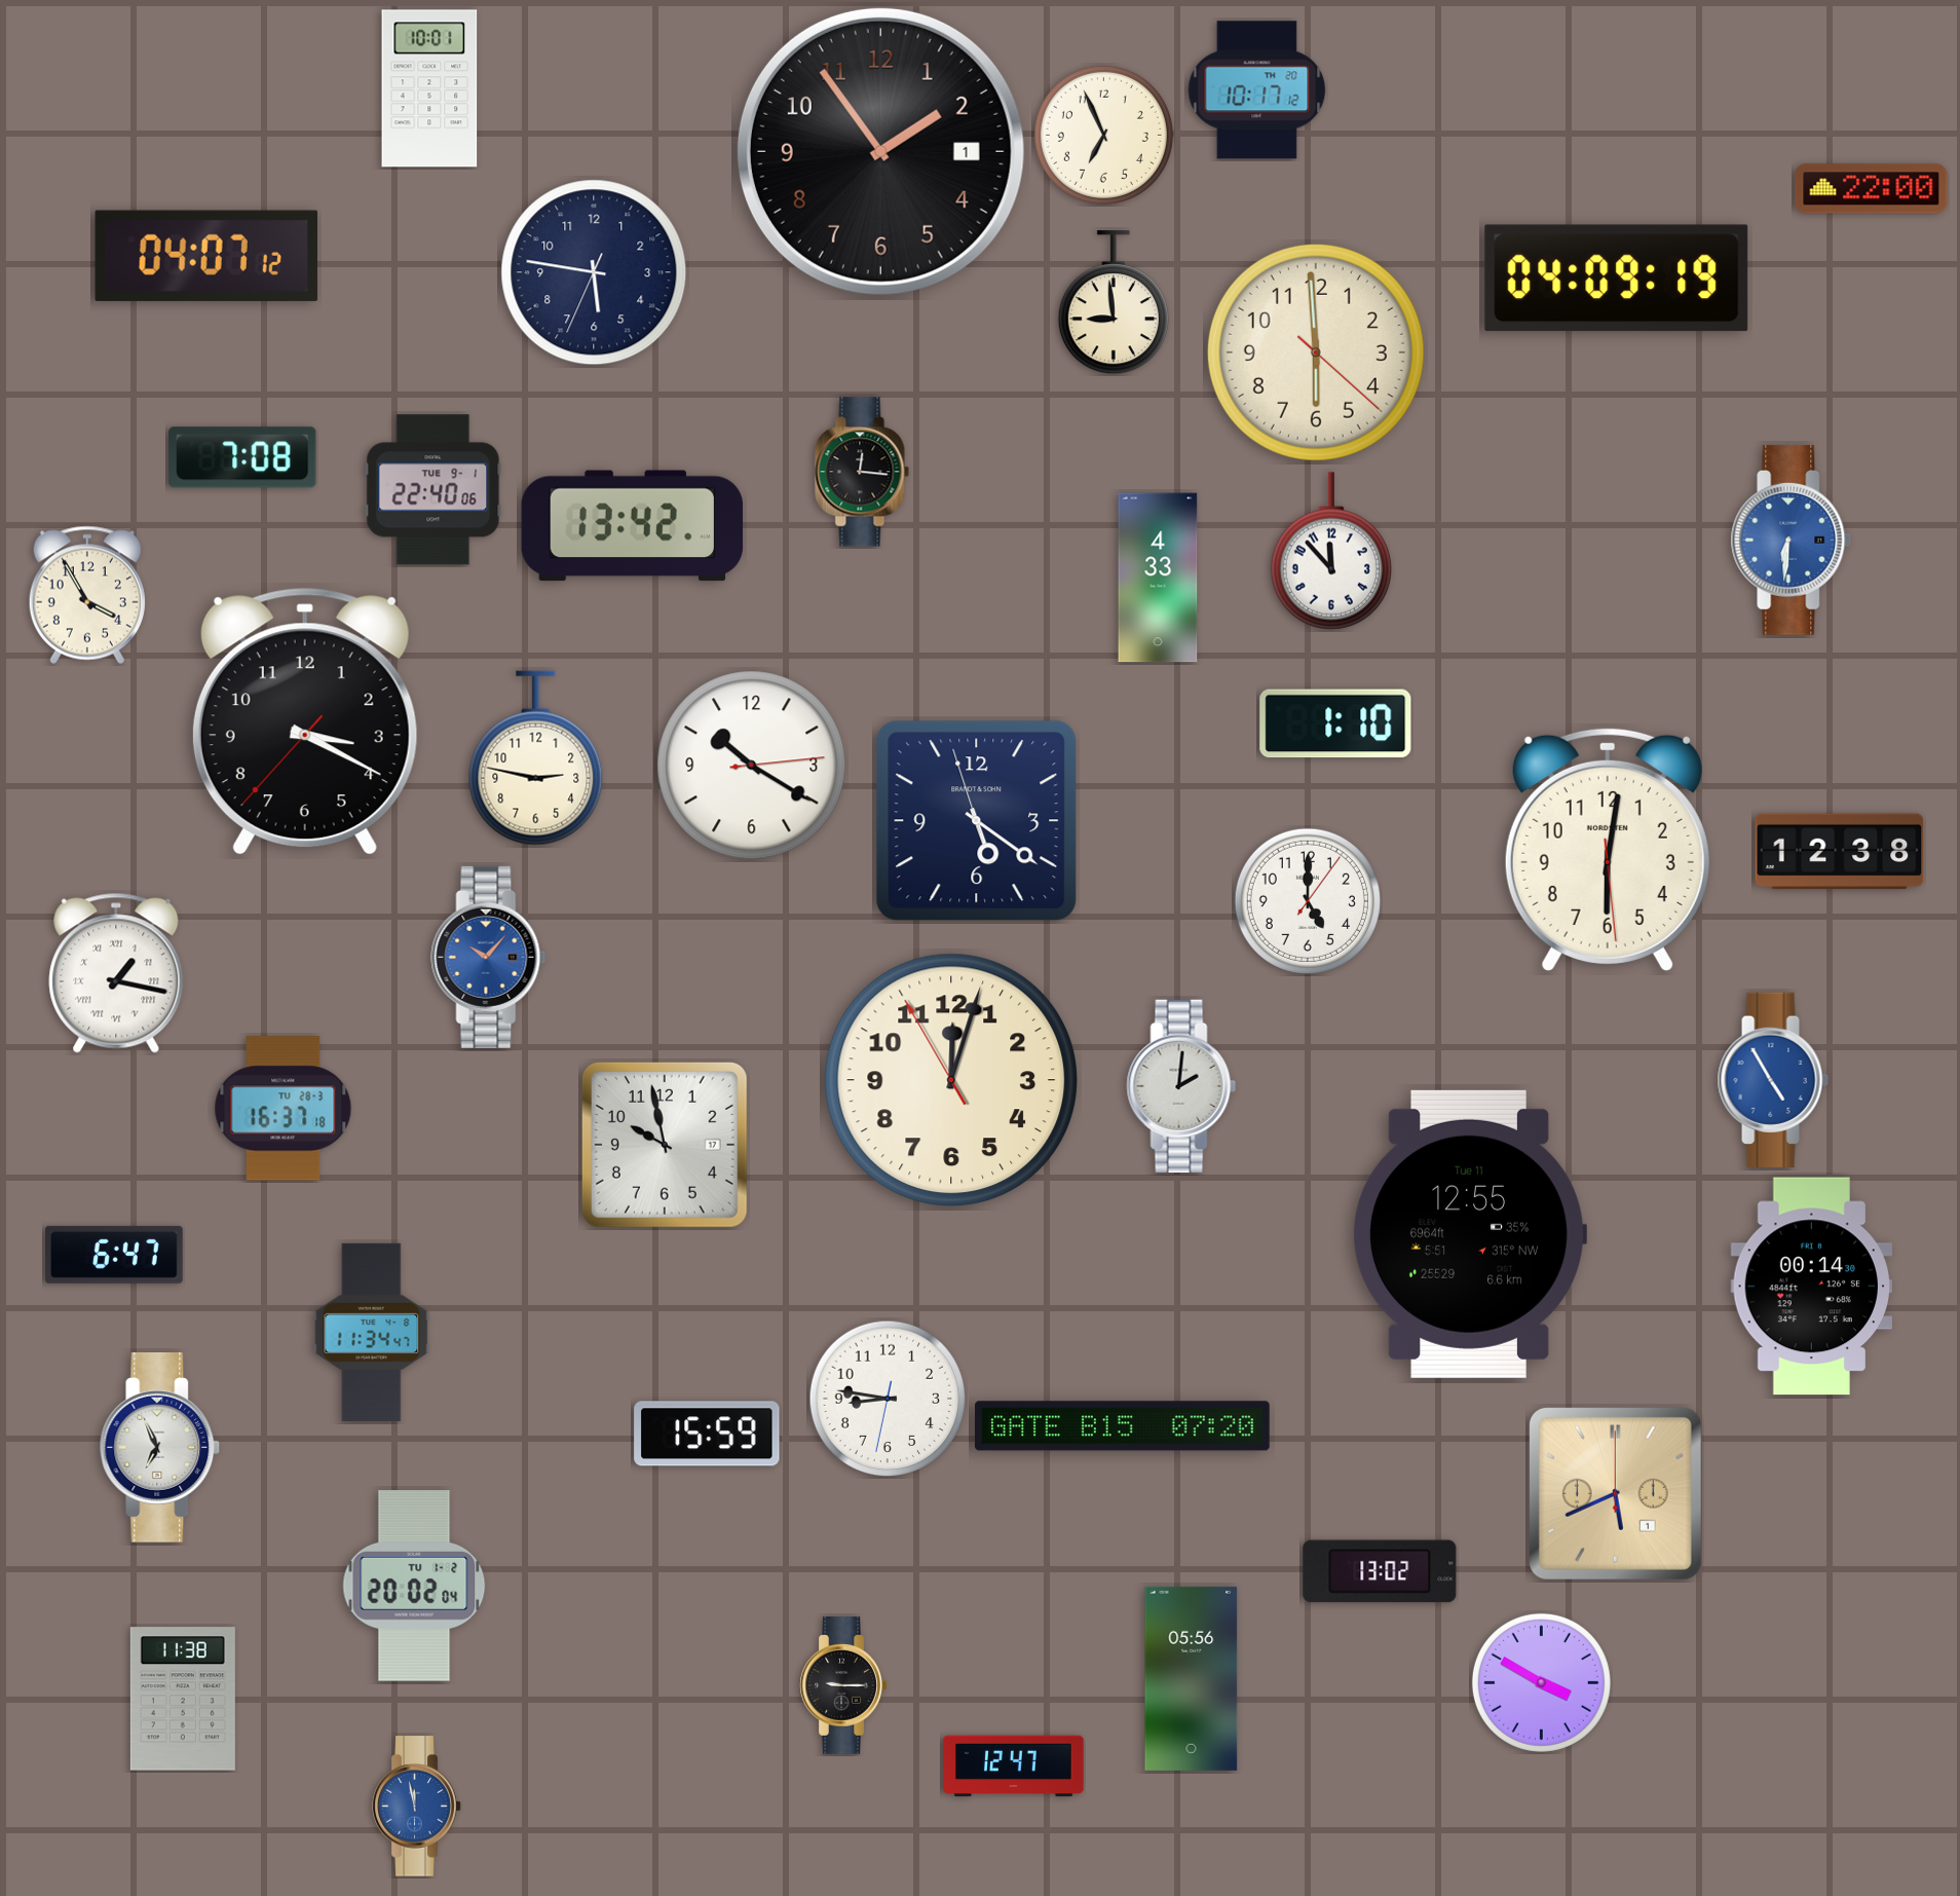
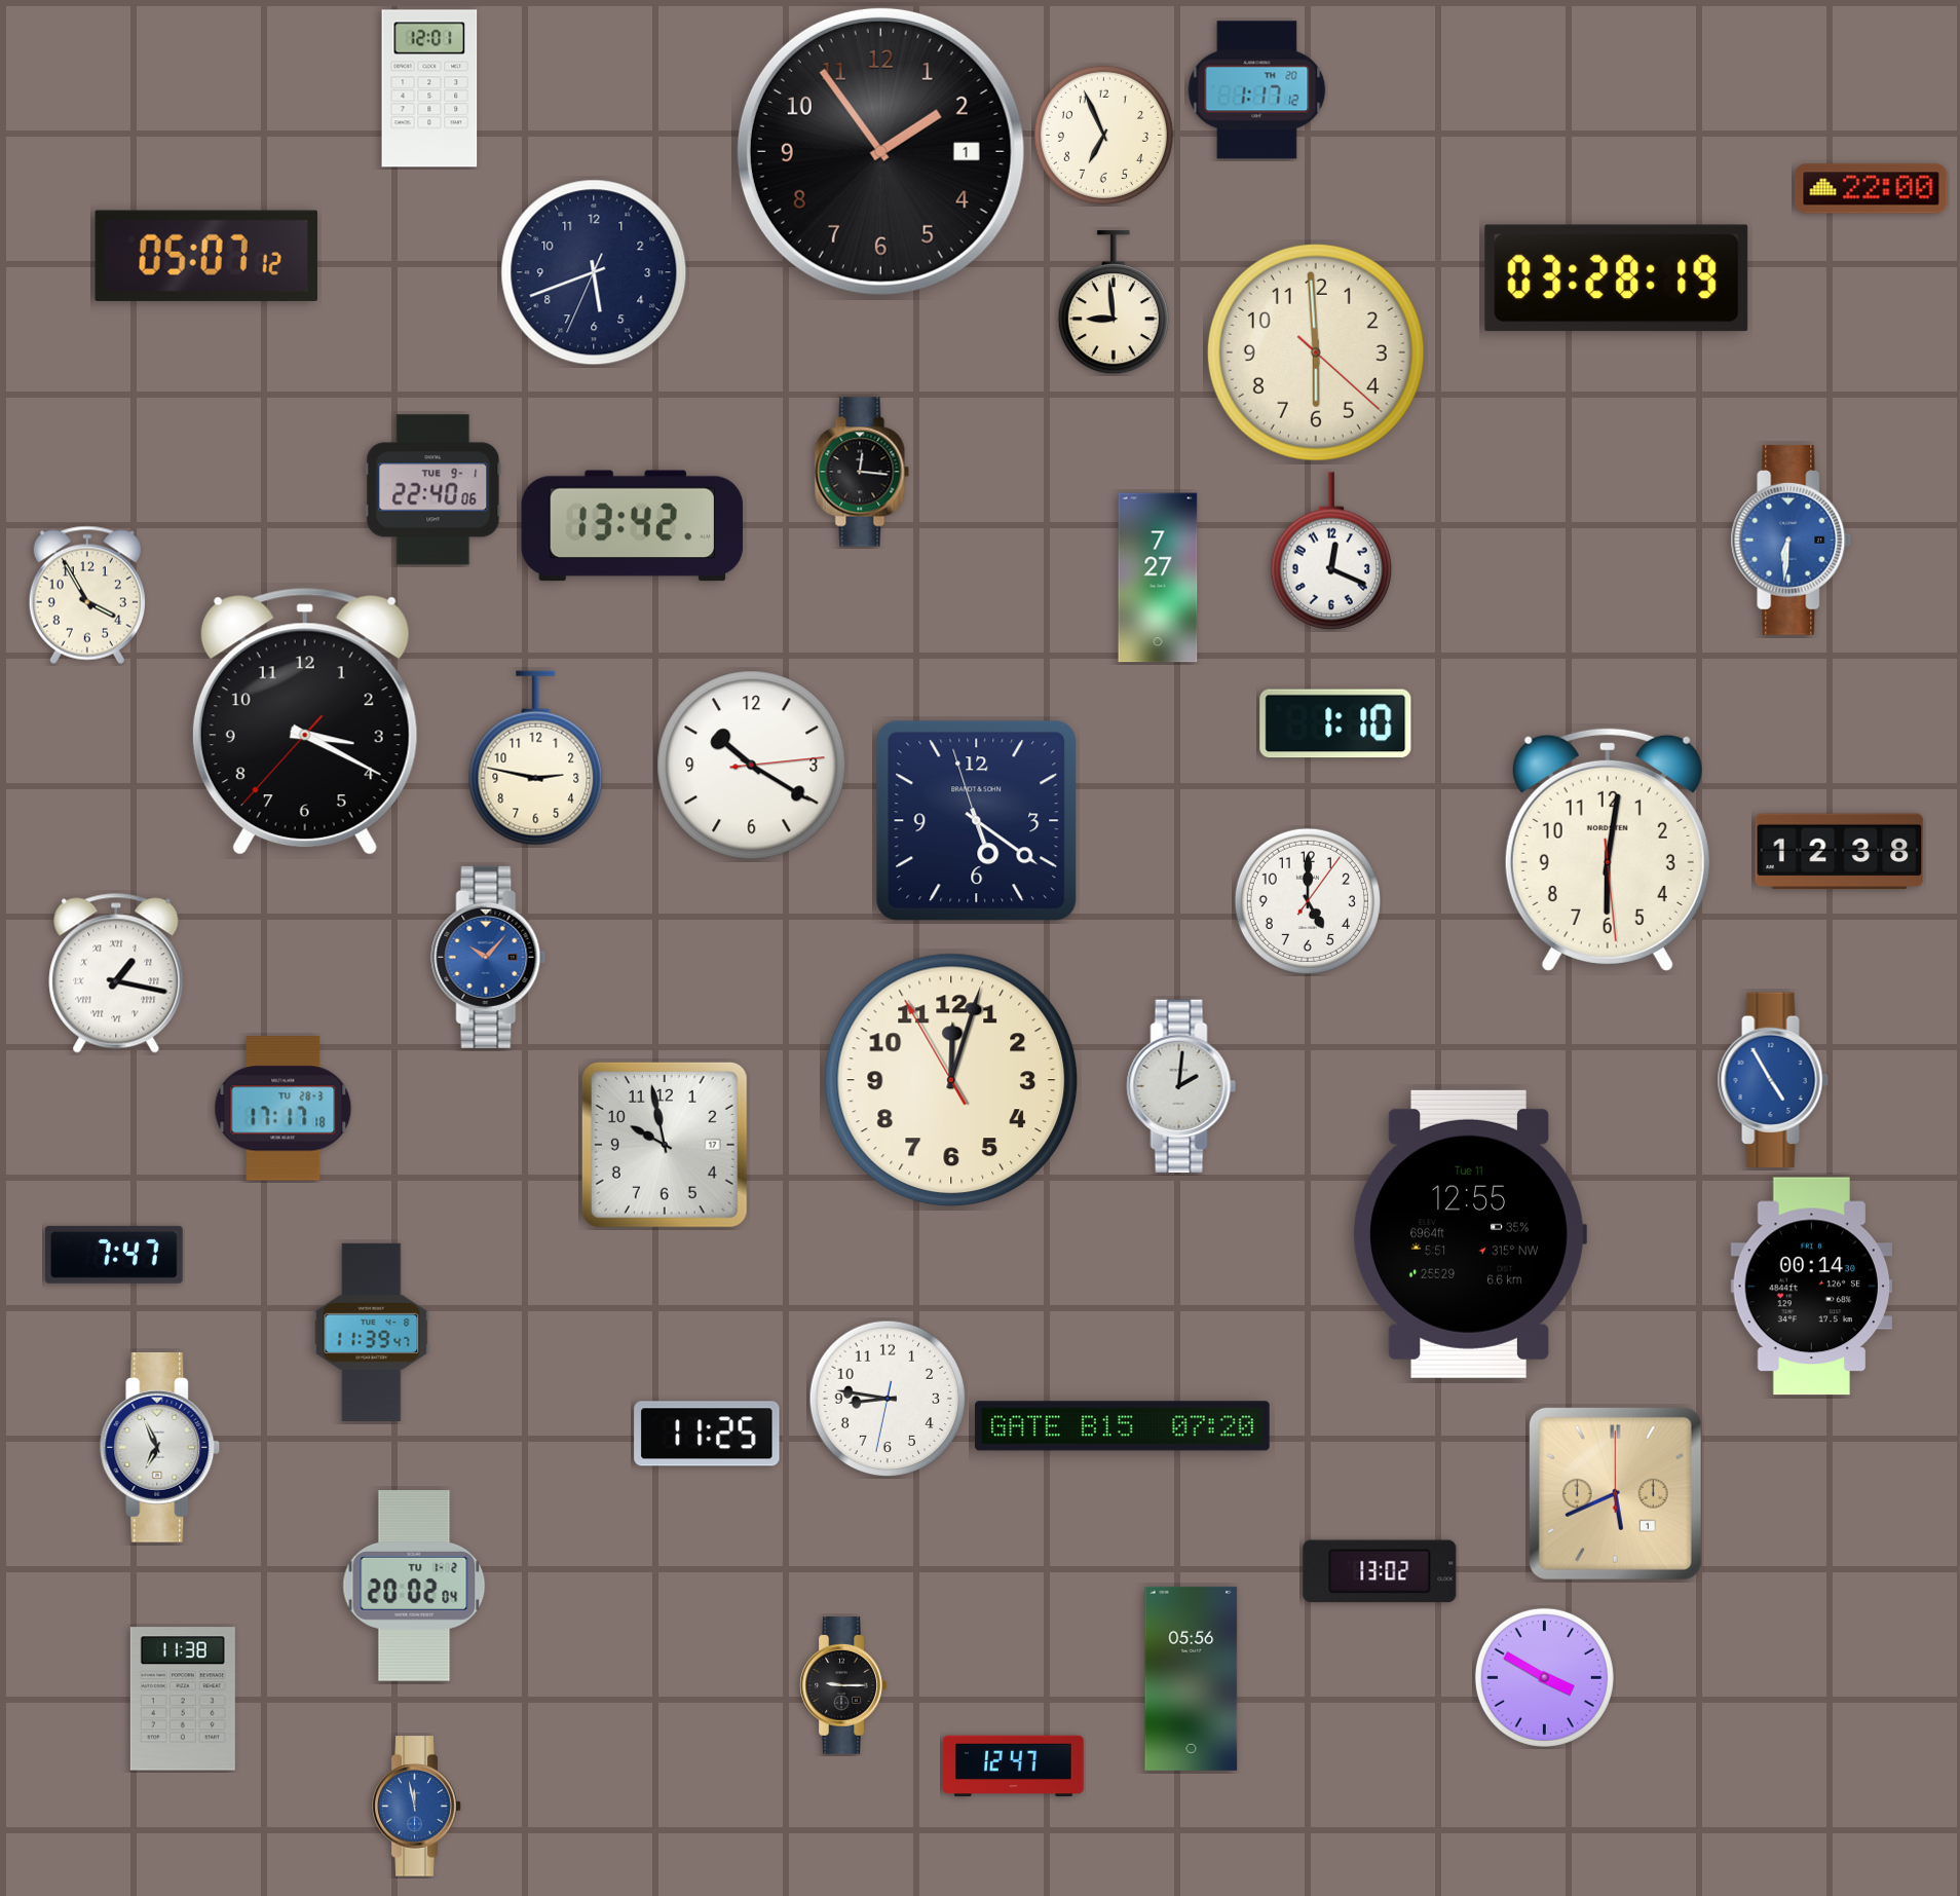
clock at (429, 88): 10:01 -> 12:01
clock at (1257, 90): 10:17 -> 1:17
clock at (206, 256): 04:07 -> 05:07
clock at (594, 272): 5:46 -> 5:41
clock at (1617, 278): 04:09 -> 03:28
clock at (242, 457): 7:08 -> none
clock at (1331, 551): 11:53 -> 12:19
clock at (1158, 578): 4:33 -> 7:27
clock at (284, 1109): 16:37 -> 17:17
clock at (115, 1255): 6:47 -> 7:47
clock at (372, 1332): 11:34 -> 11:39
clock at (707, 1434): 15:59 -> 11:25
clock at (1541, 1682) position: (1541, 1682) -> (1544, 1677)
